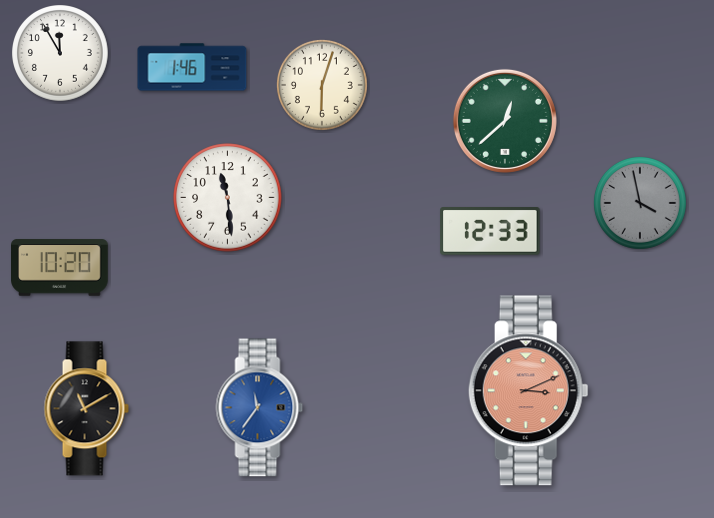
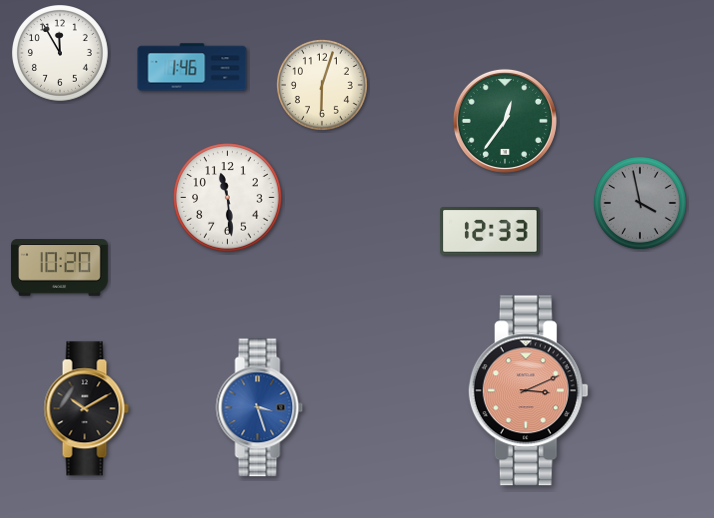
clock at (505, 121): 12:38 -> 12:36
clock at (260, 408): 11:36 -> 3:27
clock at (86, 409): 11:10 -> 10:10
